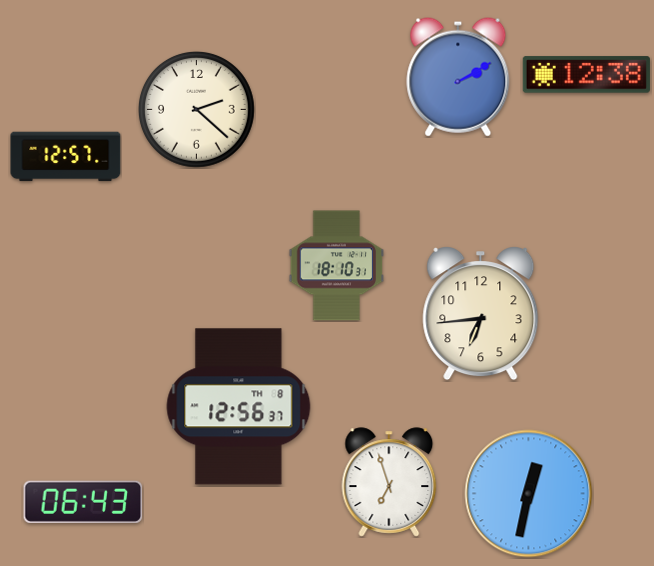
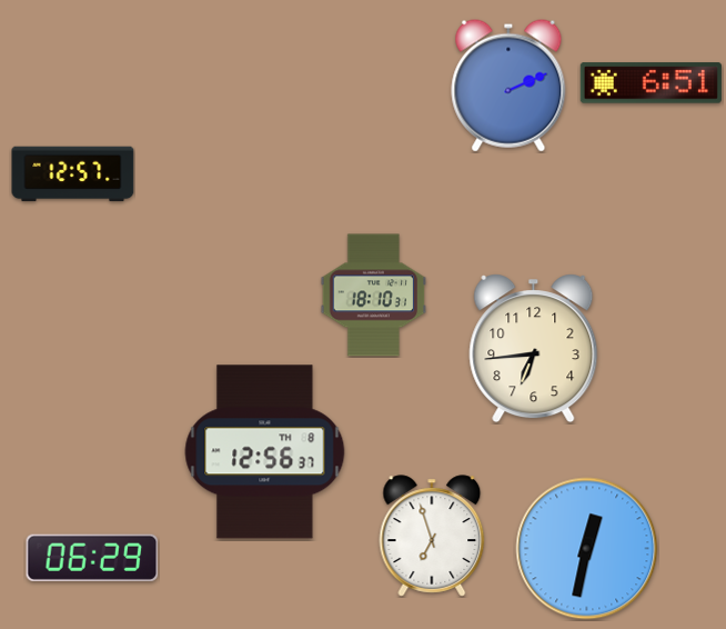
clock at (586, 75): 12:38 -> 6:51
clock at (458, 77): 2:10 -> 2:11
clock at (196, 109): 2:22 -> none
clock at (83, 502): 06:43 -> 06:29
